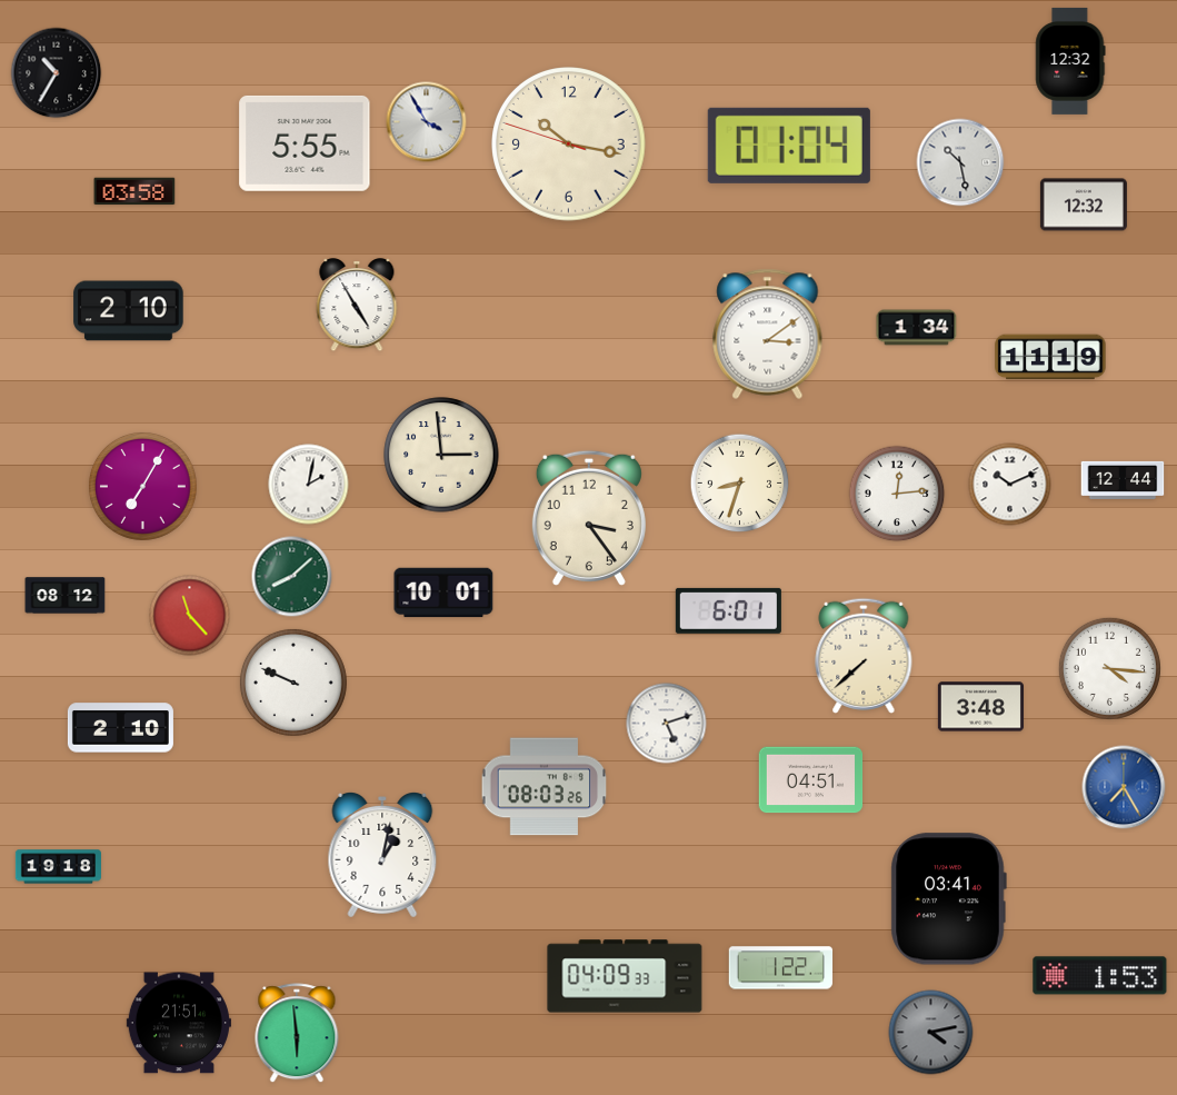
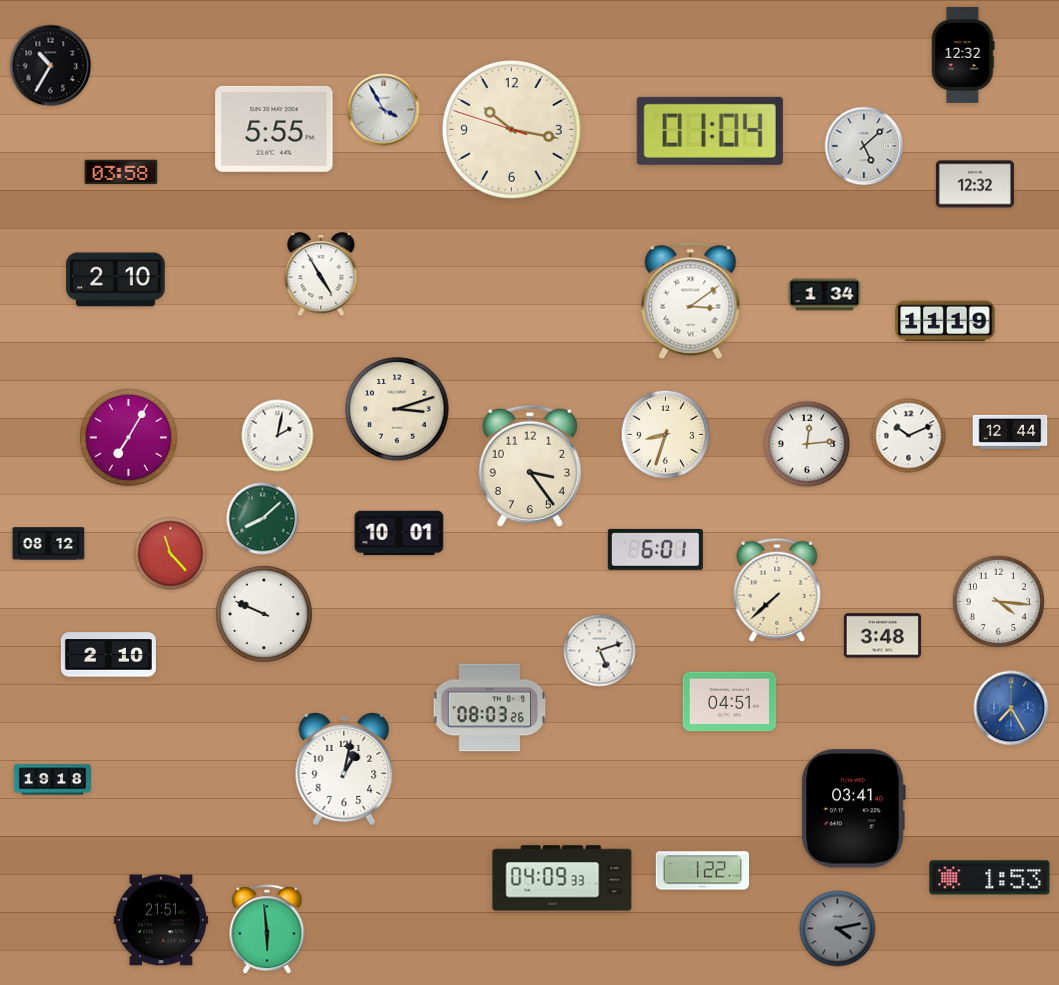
clock at (960, 162): 10:28 -> 5:08
clock at (441, 455): 2:59 -> 3:12
clock at (66, 596) position: (66, 596) -> (49, 544)
